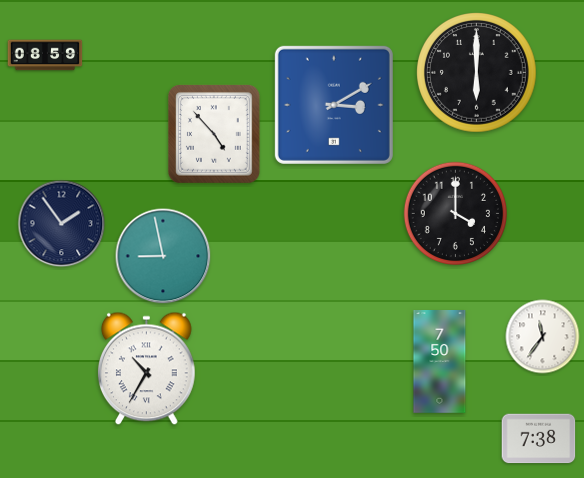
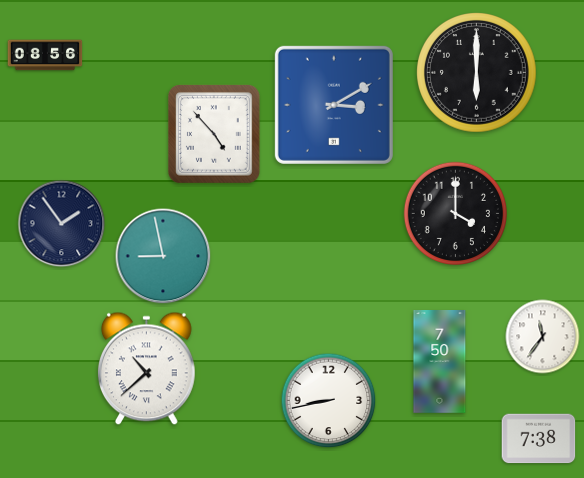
clock at (45, 55): 08:59 -> 08:56
clock at (147, 369): 10:35 -> 10:38
clock at (329, 401): none -> 8:43
